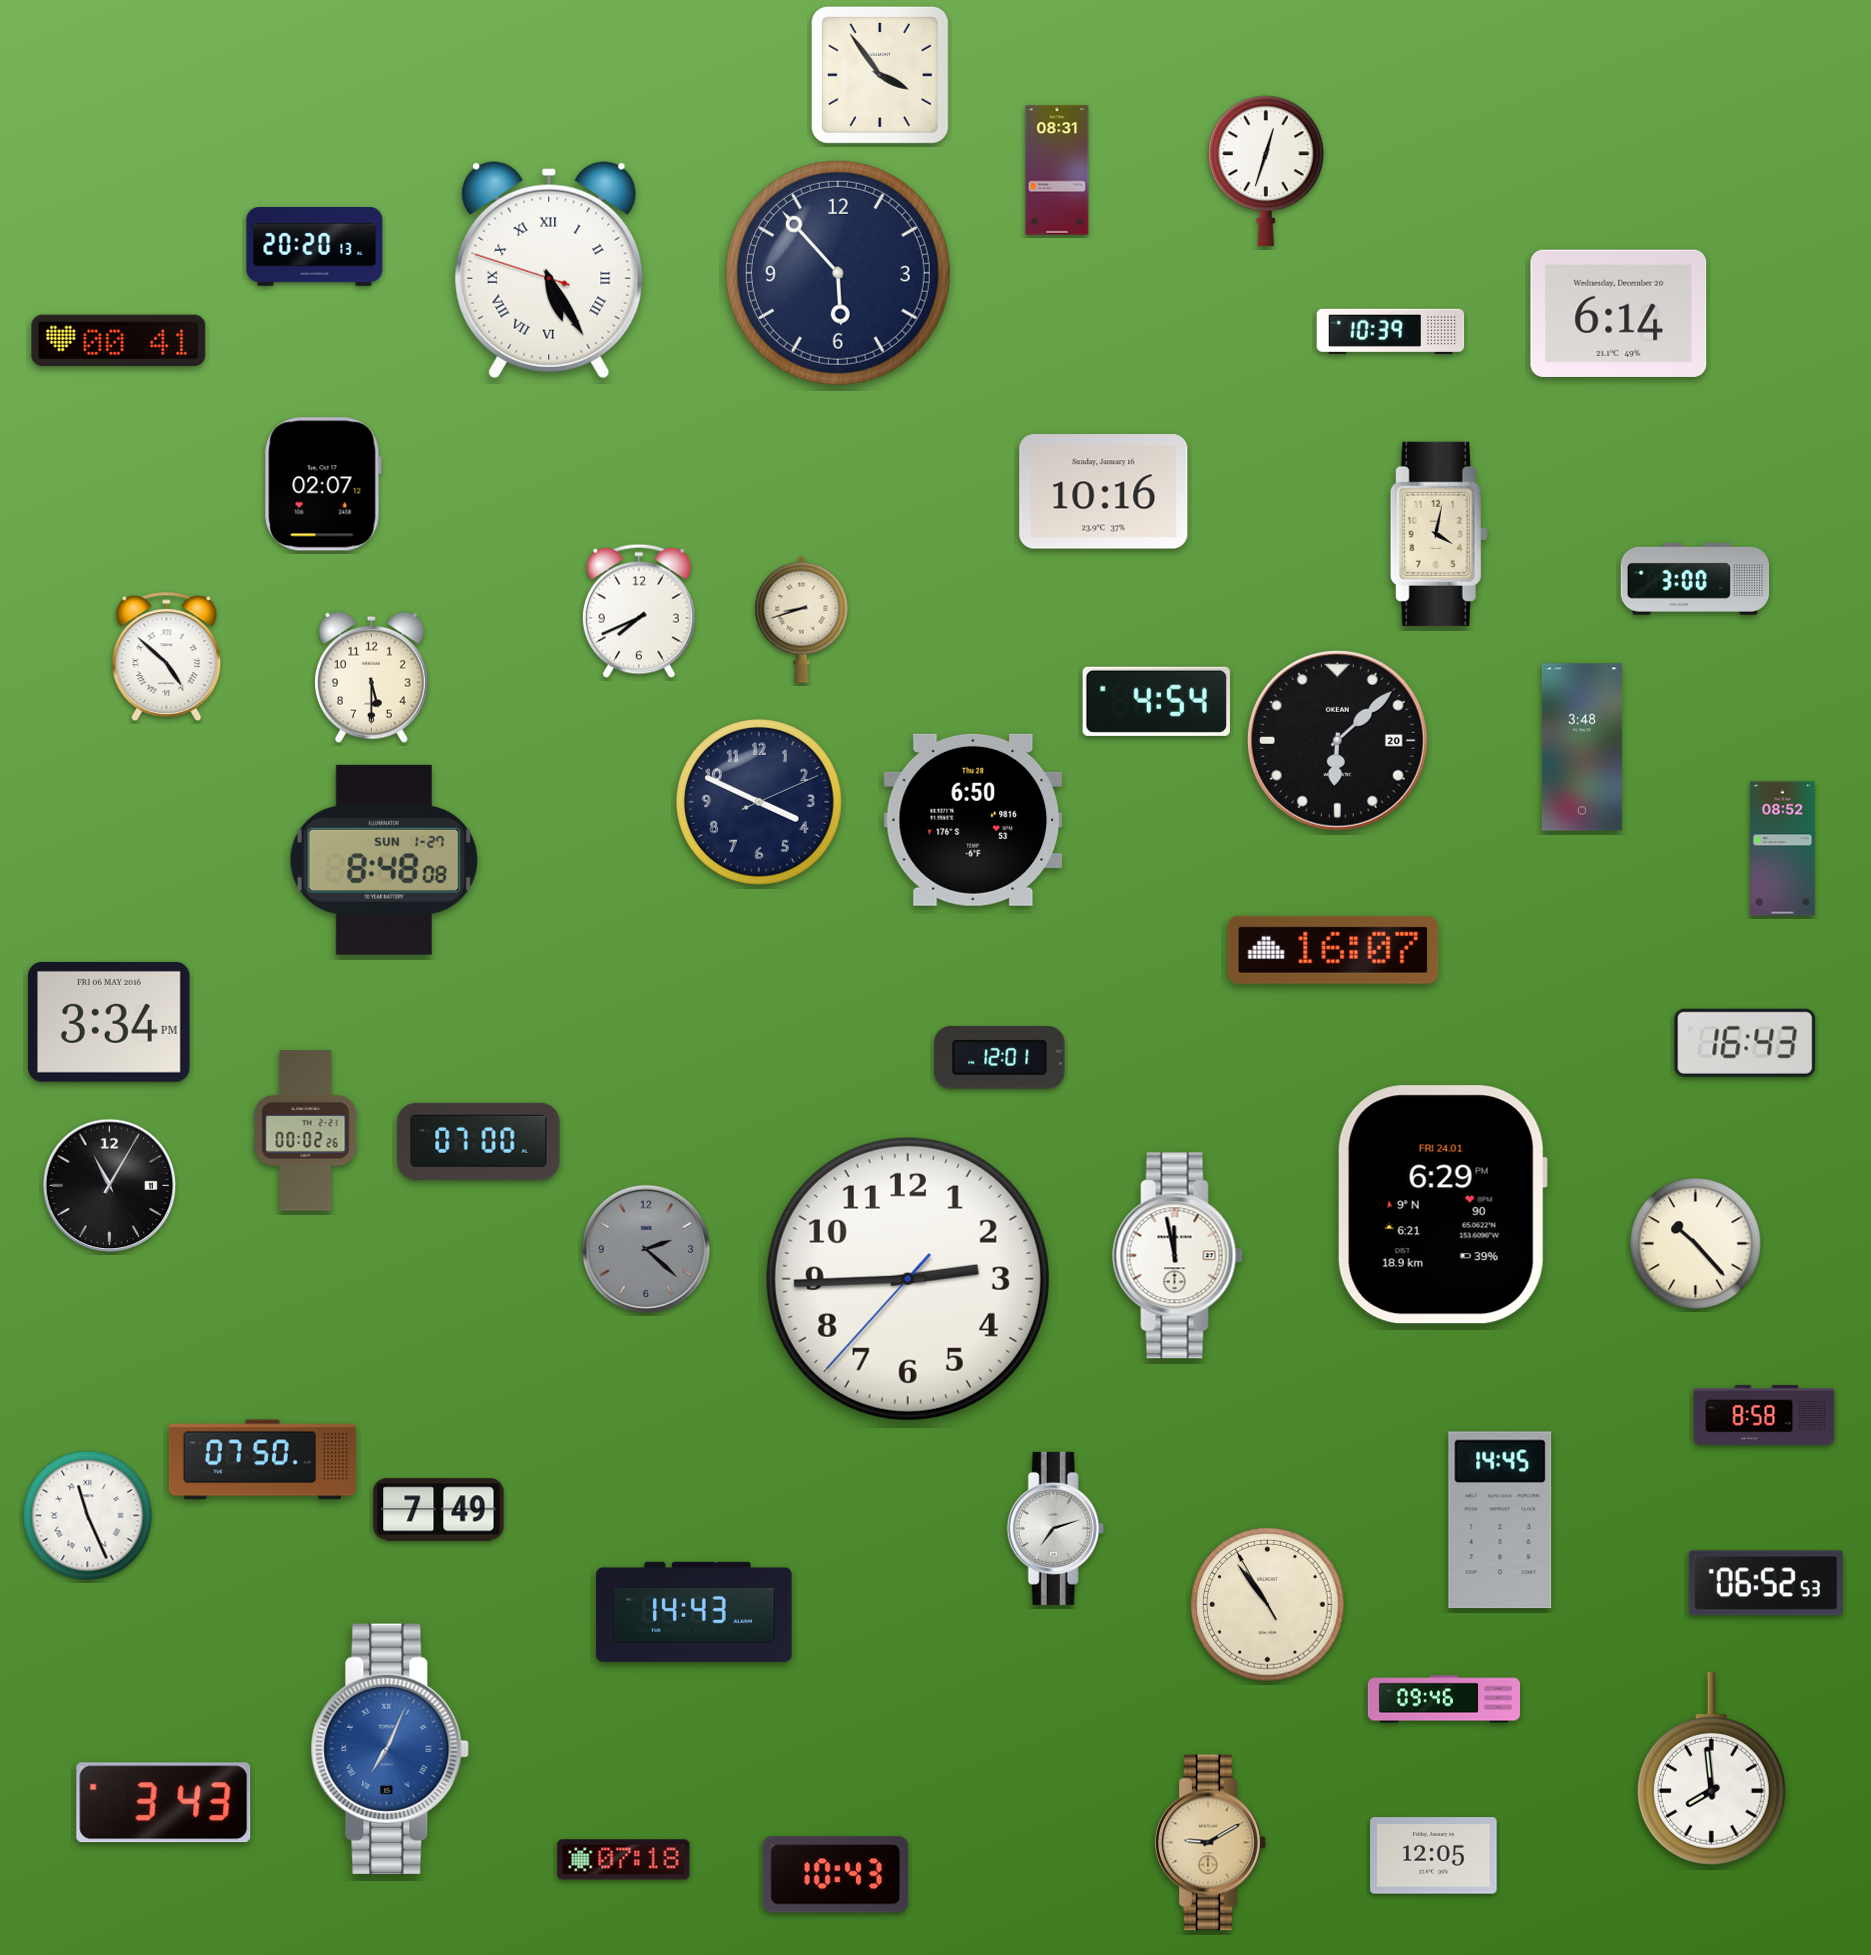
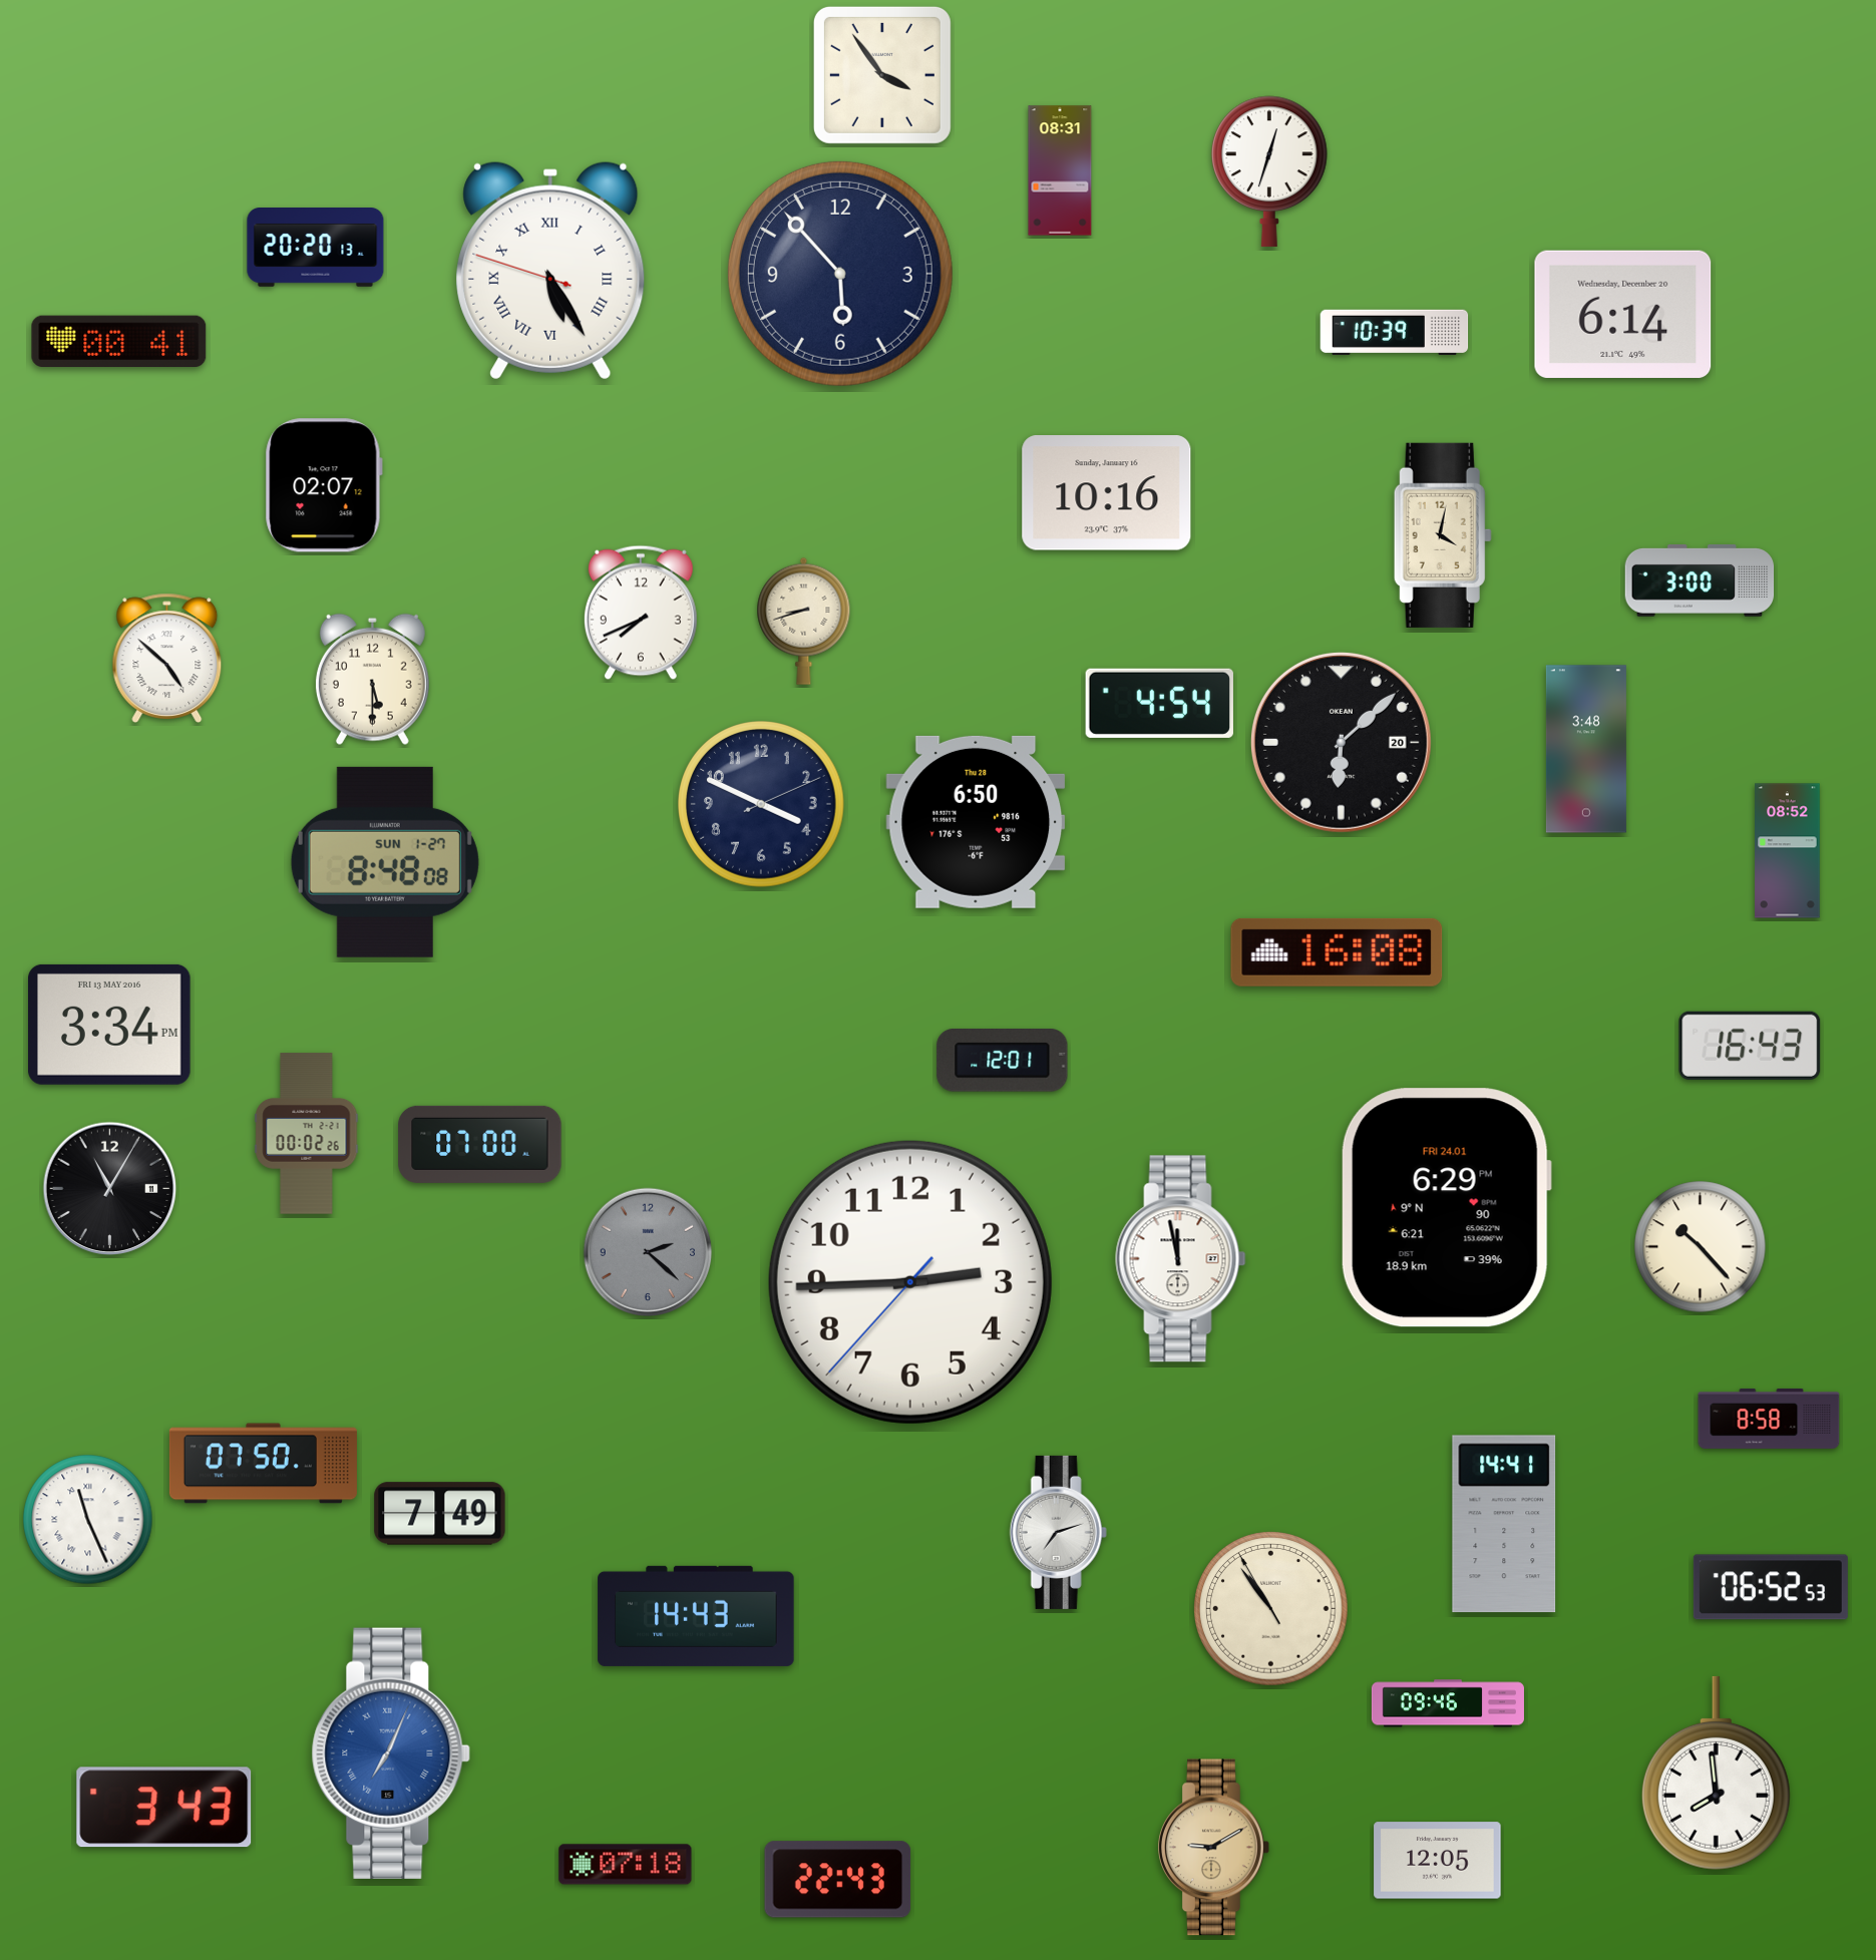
clock at (1333, 950): 16:07 -> 16:08
clock at (109, 1022) date: FRI 06 MAY 2016 -> FRI 13 MAY 2016
clock at (1500, 1520): 14:45 -> 14:41
clock at (836, 1875): 10:43 -> 22:43
